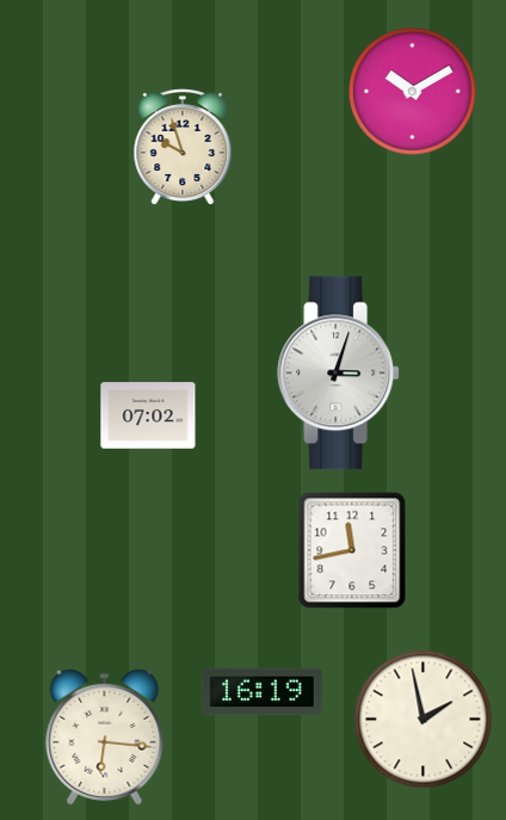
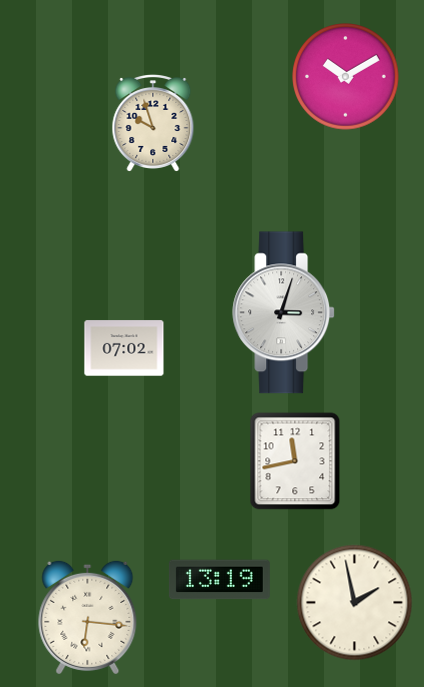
clock at (261, 692): 16:19 -> 13:19
